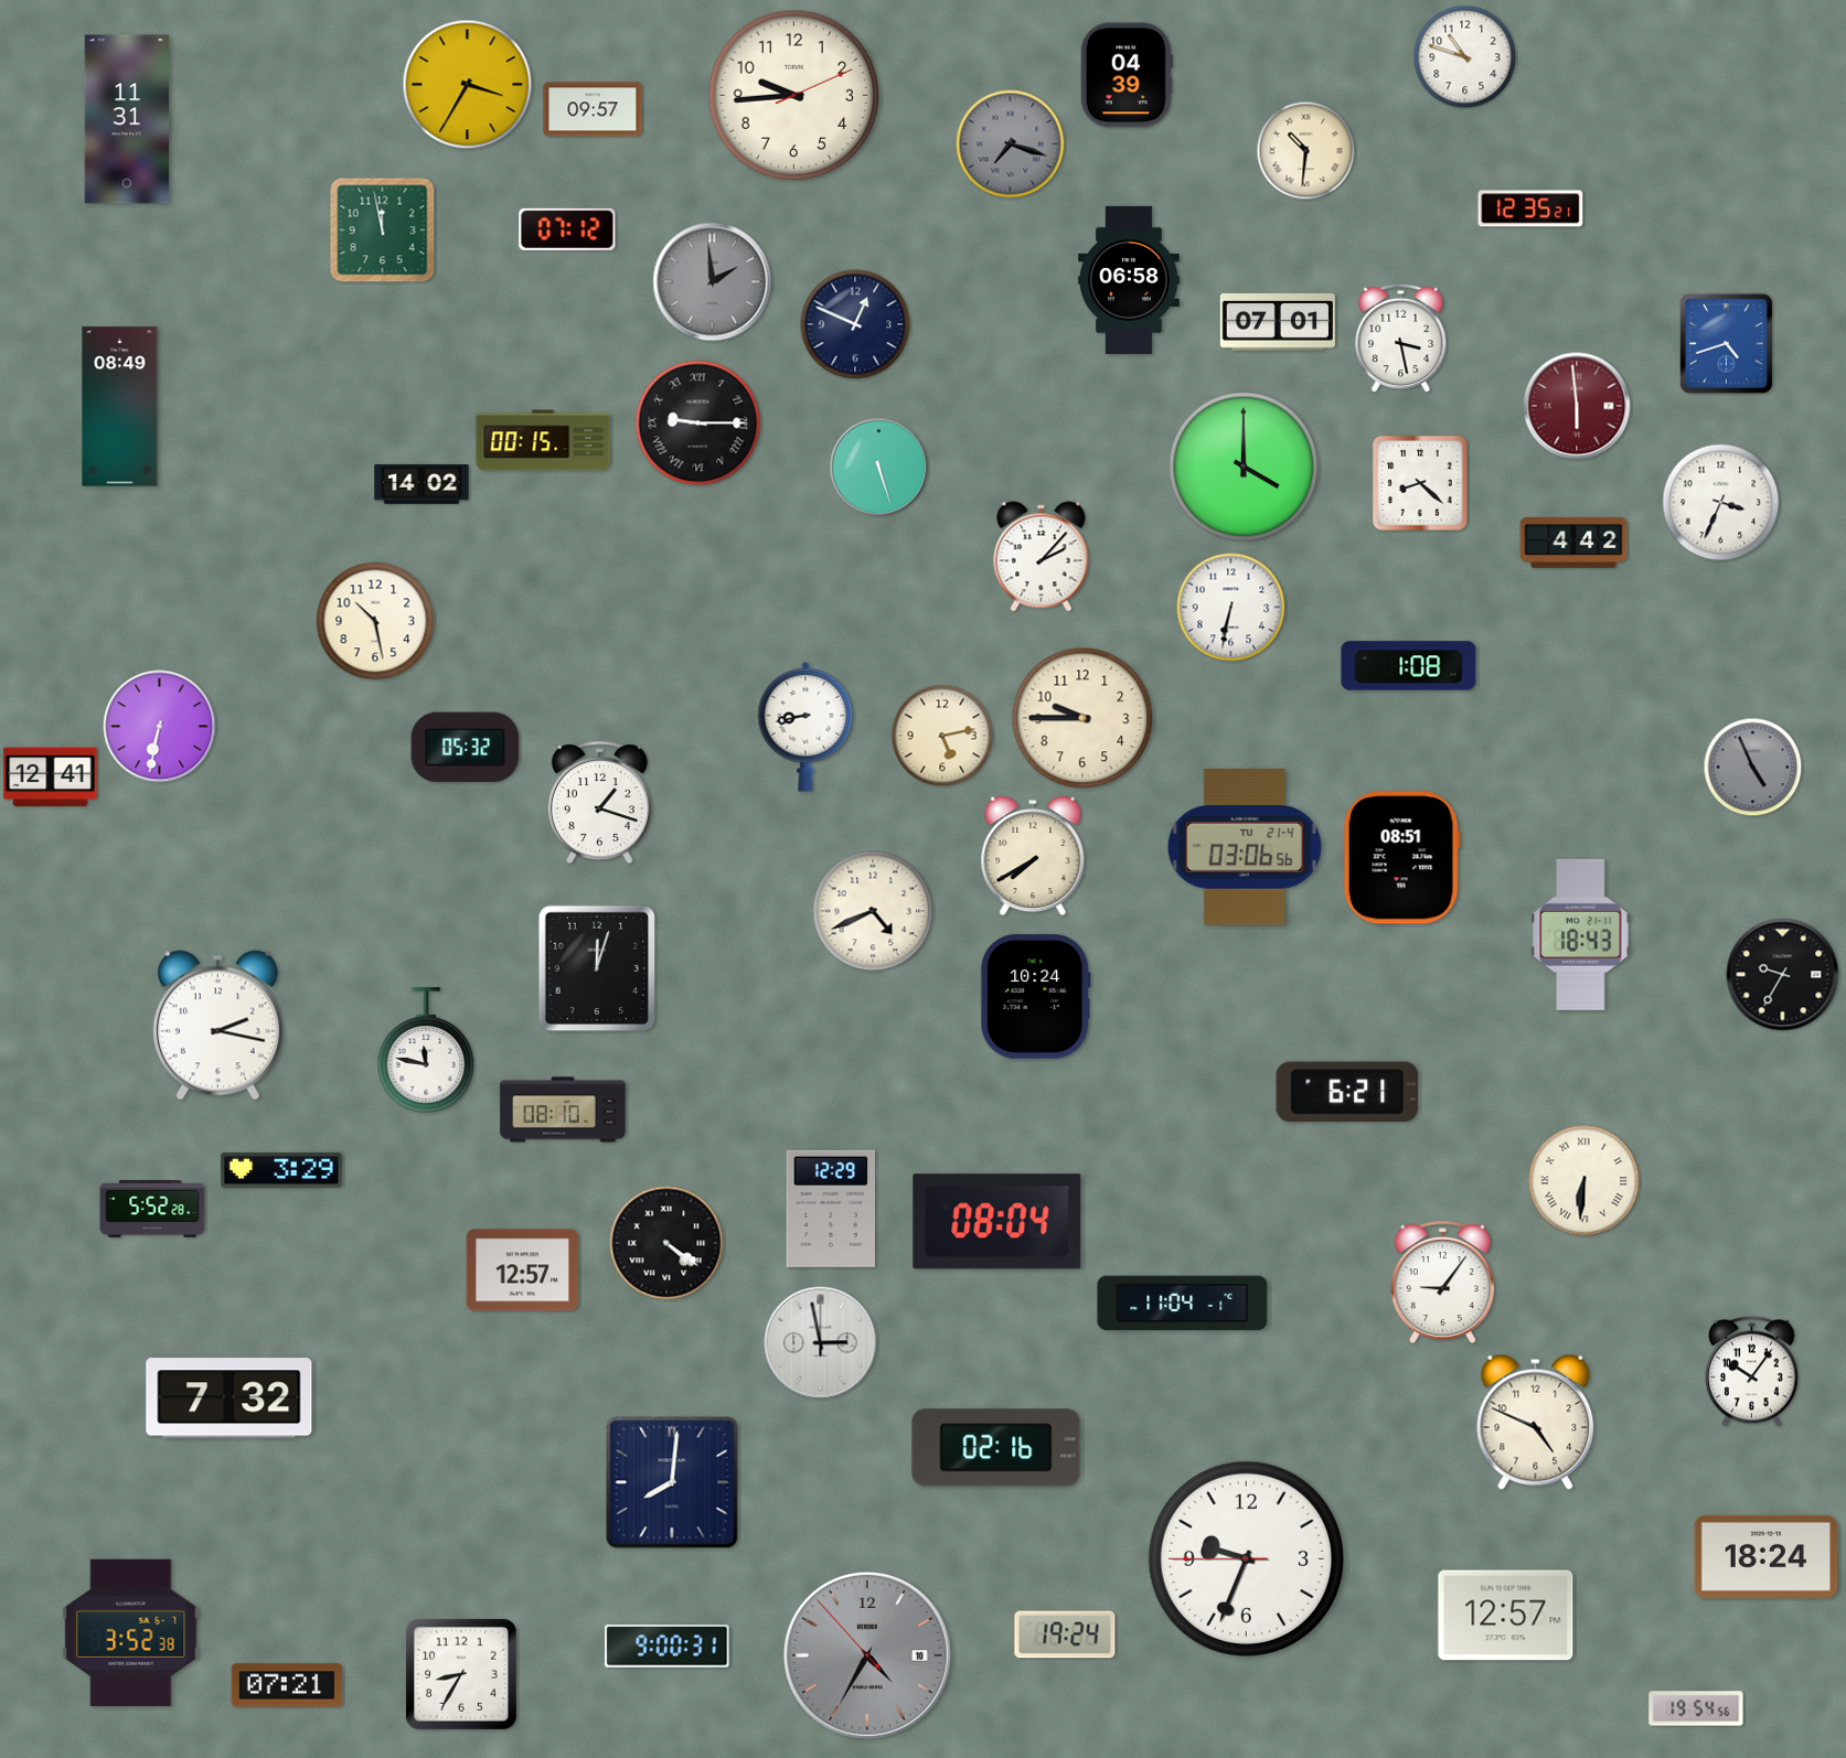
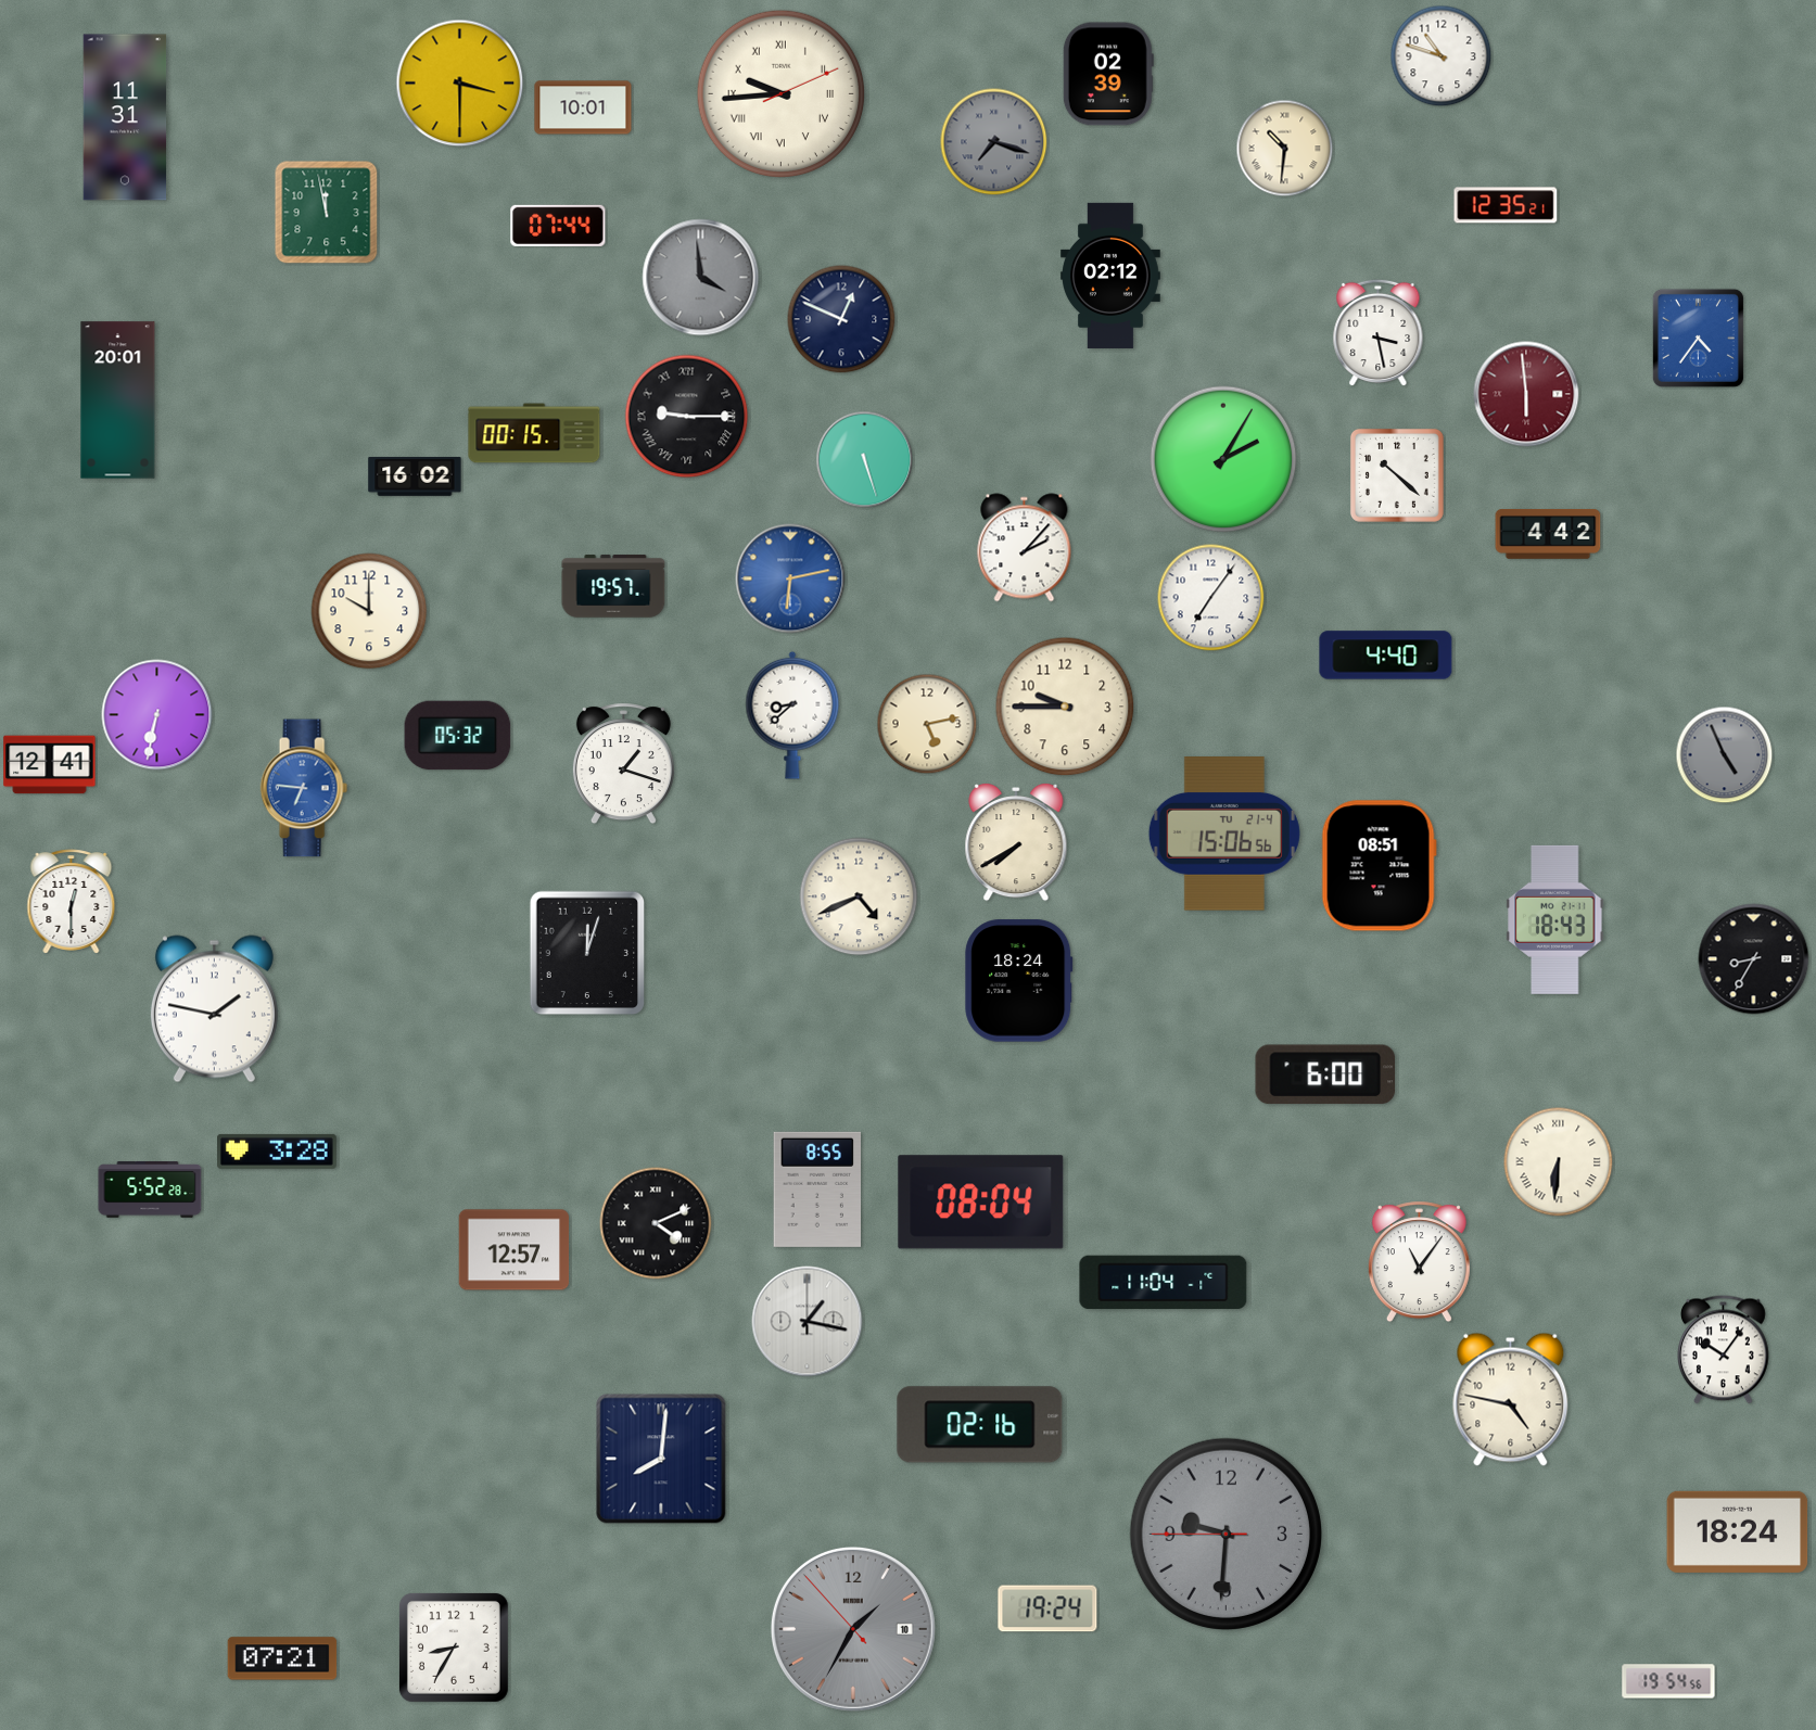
clock at (1127, 75): 04:39 -> 02:39
clock at (468, 85): 3:35 -> 3:30
clock at (794, 96) numerals: Arabic -> Roman
clock at (593, 109): 09:57 -> 10:01
clock at (567, 229): 07:12 -> 07:44
clock at (383, 231) position: (383, 231) -> (327, 213)
clock at (1130, 280): 06:58 -> 02:12
clock at (713, 282): 1:59 -> 3:59
clock at (1278, 322): 07:01 -> none
clock at (1726, 343): 4:42 -> 4:36
clock at (1577, 406) position: (1577, 406) -> (1526, 394)
clock at (120, 407): 08:49 -> 20:01
clock at (1244, 467): 4:00 -> 2:05
clock at (1420, 483): 8:22 -> 10:22
clock at (422, 484): 14:02 -> 16:02
clock at (1721, 503): 3:34 -> none
clock at (790, 578): none -> 6:13
clock at (613, 586): none -> 19:57
clock at (1231, 608): 6:32 -> 7:06
clock at (375, 621): 10:28 -> 10:00
clock at (1409, 666): 1:08 -> 4:40
clock at (805, 727): 8:43 -> 8:38
clock at (304, 788): none -> 6:46
clock at (599, 803) position: (599, 803) -> (623, 764)
clock at (1245, 848): 03:06 -> 15:06
clock at (1401, 858) position: (1401, 858) -> (1379, 866)
clock at (72, 902): none -> 12:30
clock at (1783, 975): 9:35 -> 8:35
clock at (1036, 997): 10:24 -> 18:24
clock at (217, 1026): 2:17 -> 1:47
clock at (426, 1050): 11:47 -> none
clock at (1347, 1092): 6:21 -> 6:00
clock at (563, 1110): 08:10 -> none
clock at (282, 1170): 3:29 -> 3:28
clock at (830, 1209): 12:29 -> 8:55
clock at (666, 1243): 4:21 -> 4:11
clock at (1442, 1283): 9:06 -> 11:06
clock at (821, 1343): 2:58 -> 1:17
clock at (230, 1398): 7:32 -> none
clock at (1536, 1422): 4:49 -> 4:47
clock at (1246, 1558): 9:33 -> 9:30
clock at (1246, 1558) dial: white -> grey
clock at (1506, 1616): 12:57 -> none
clock at (131, 1632): 3:52 -> none
clock at (668, 1647): 9:00 -> none
clock at (867, 1655): 4:34 -> 1:34
